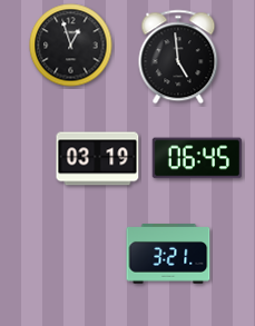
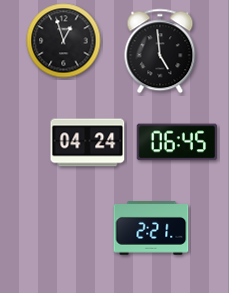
clock at (98, 159): 03:19 -> 04:24
clock at (168, 254): 3:21 -> 2:21
